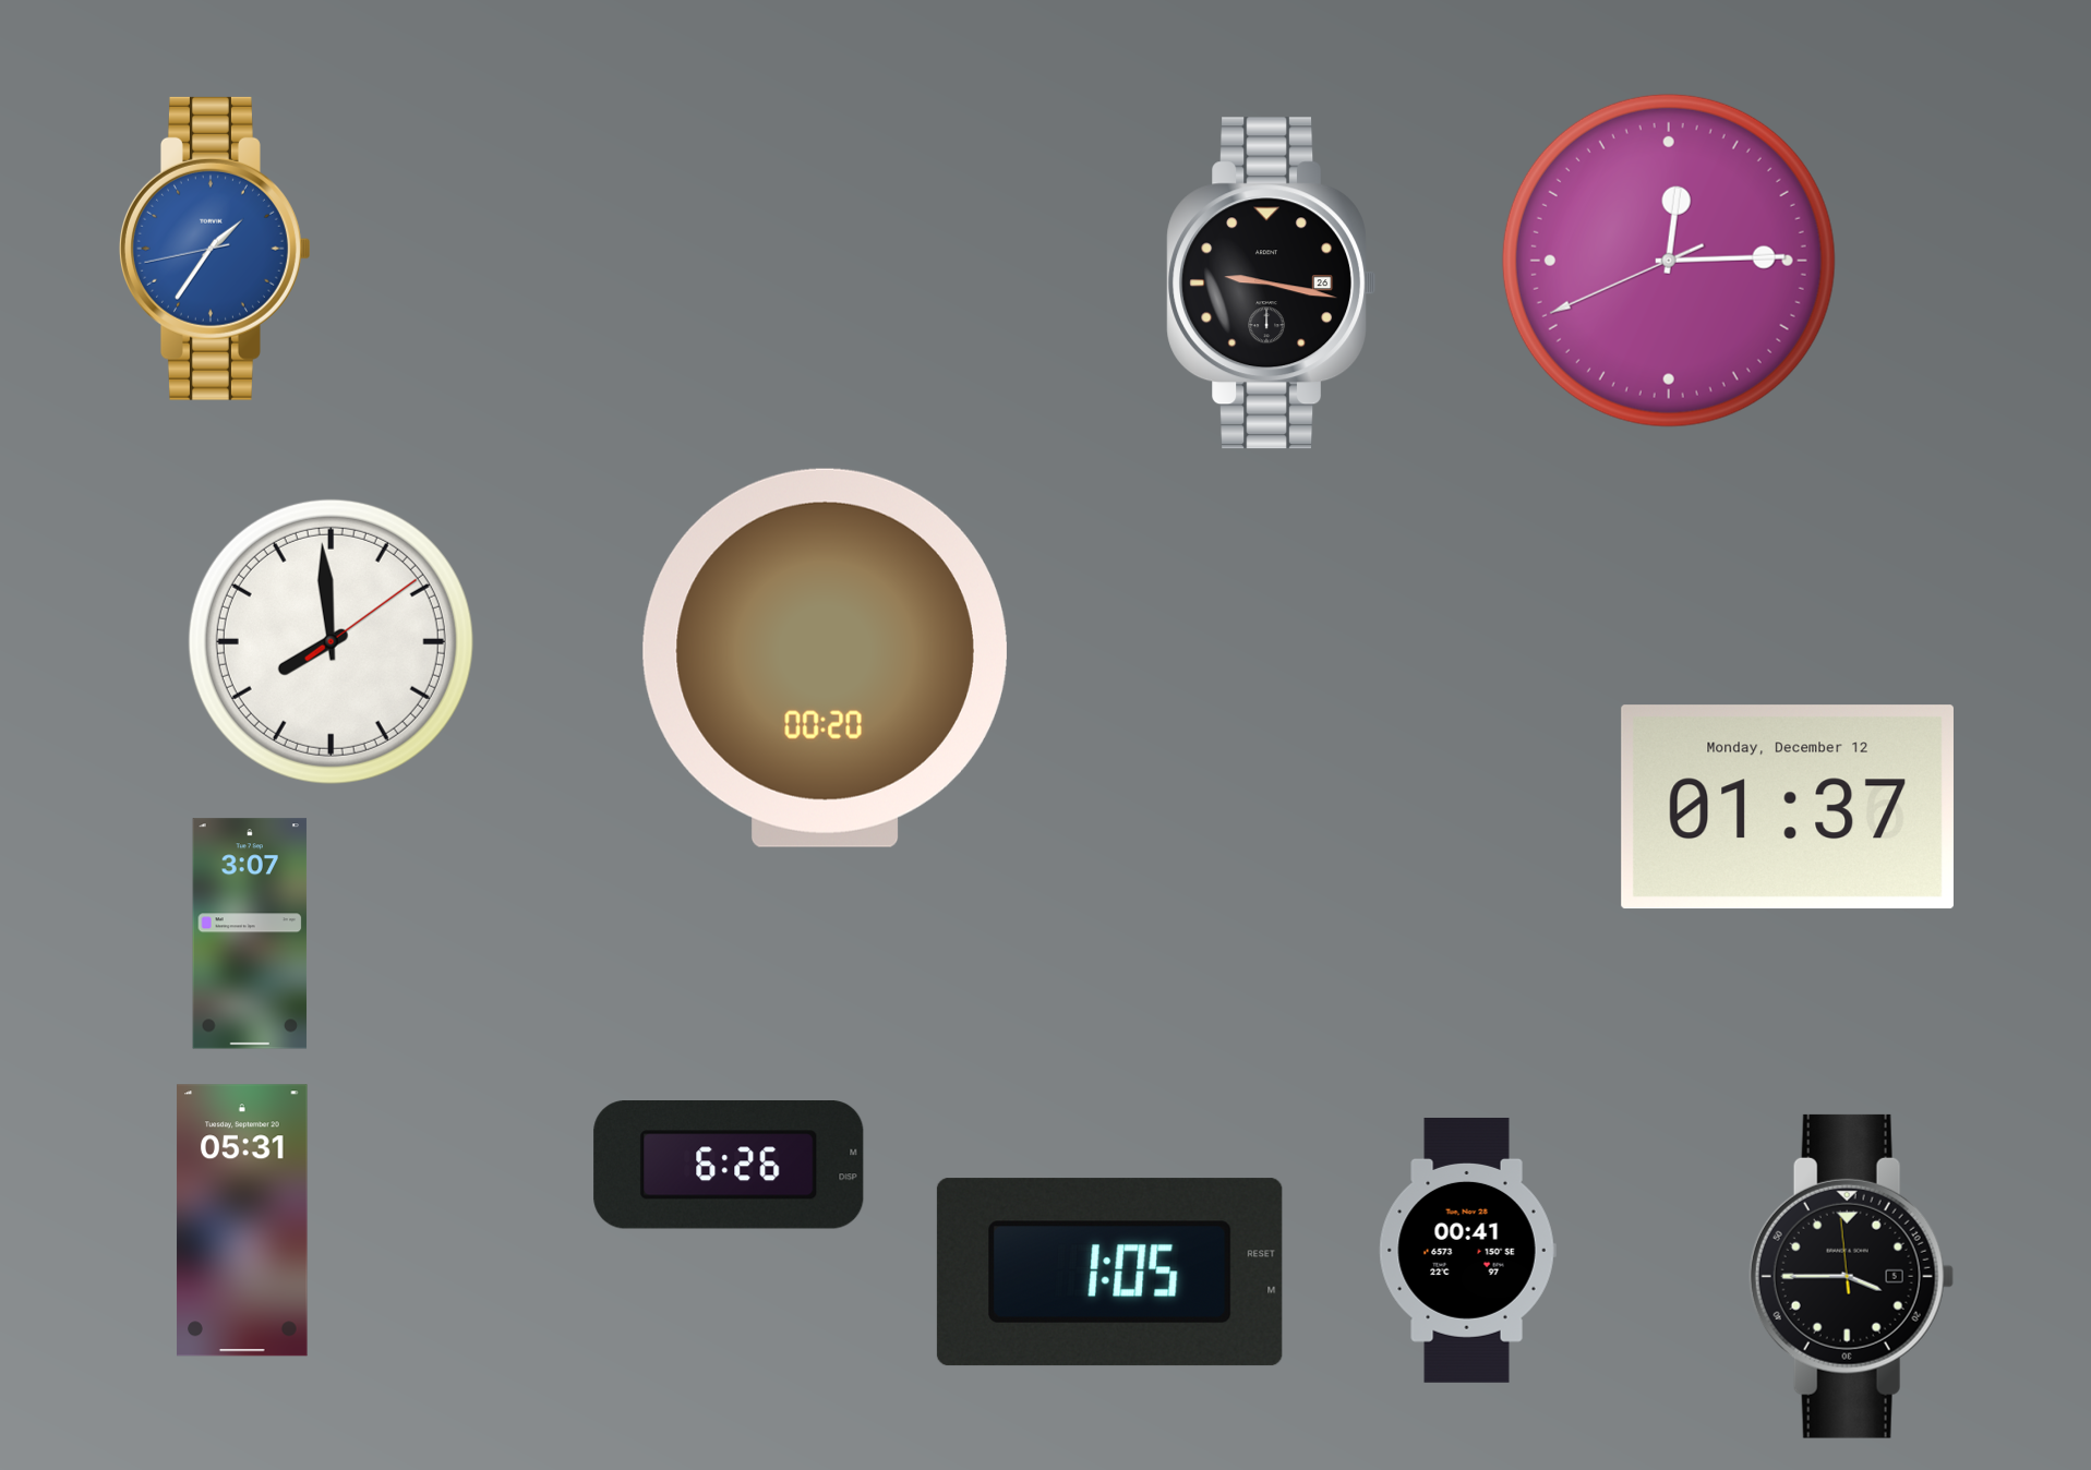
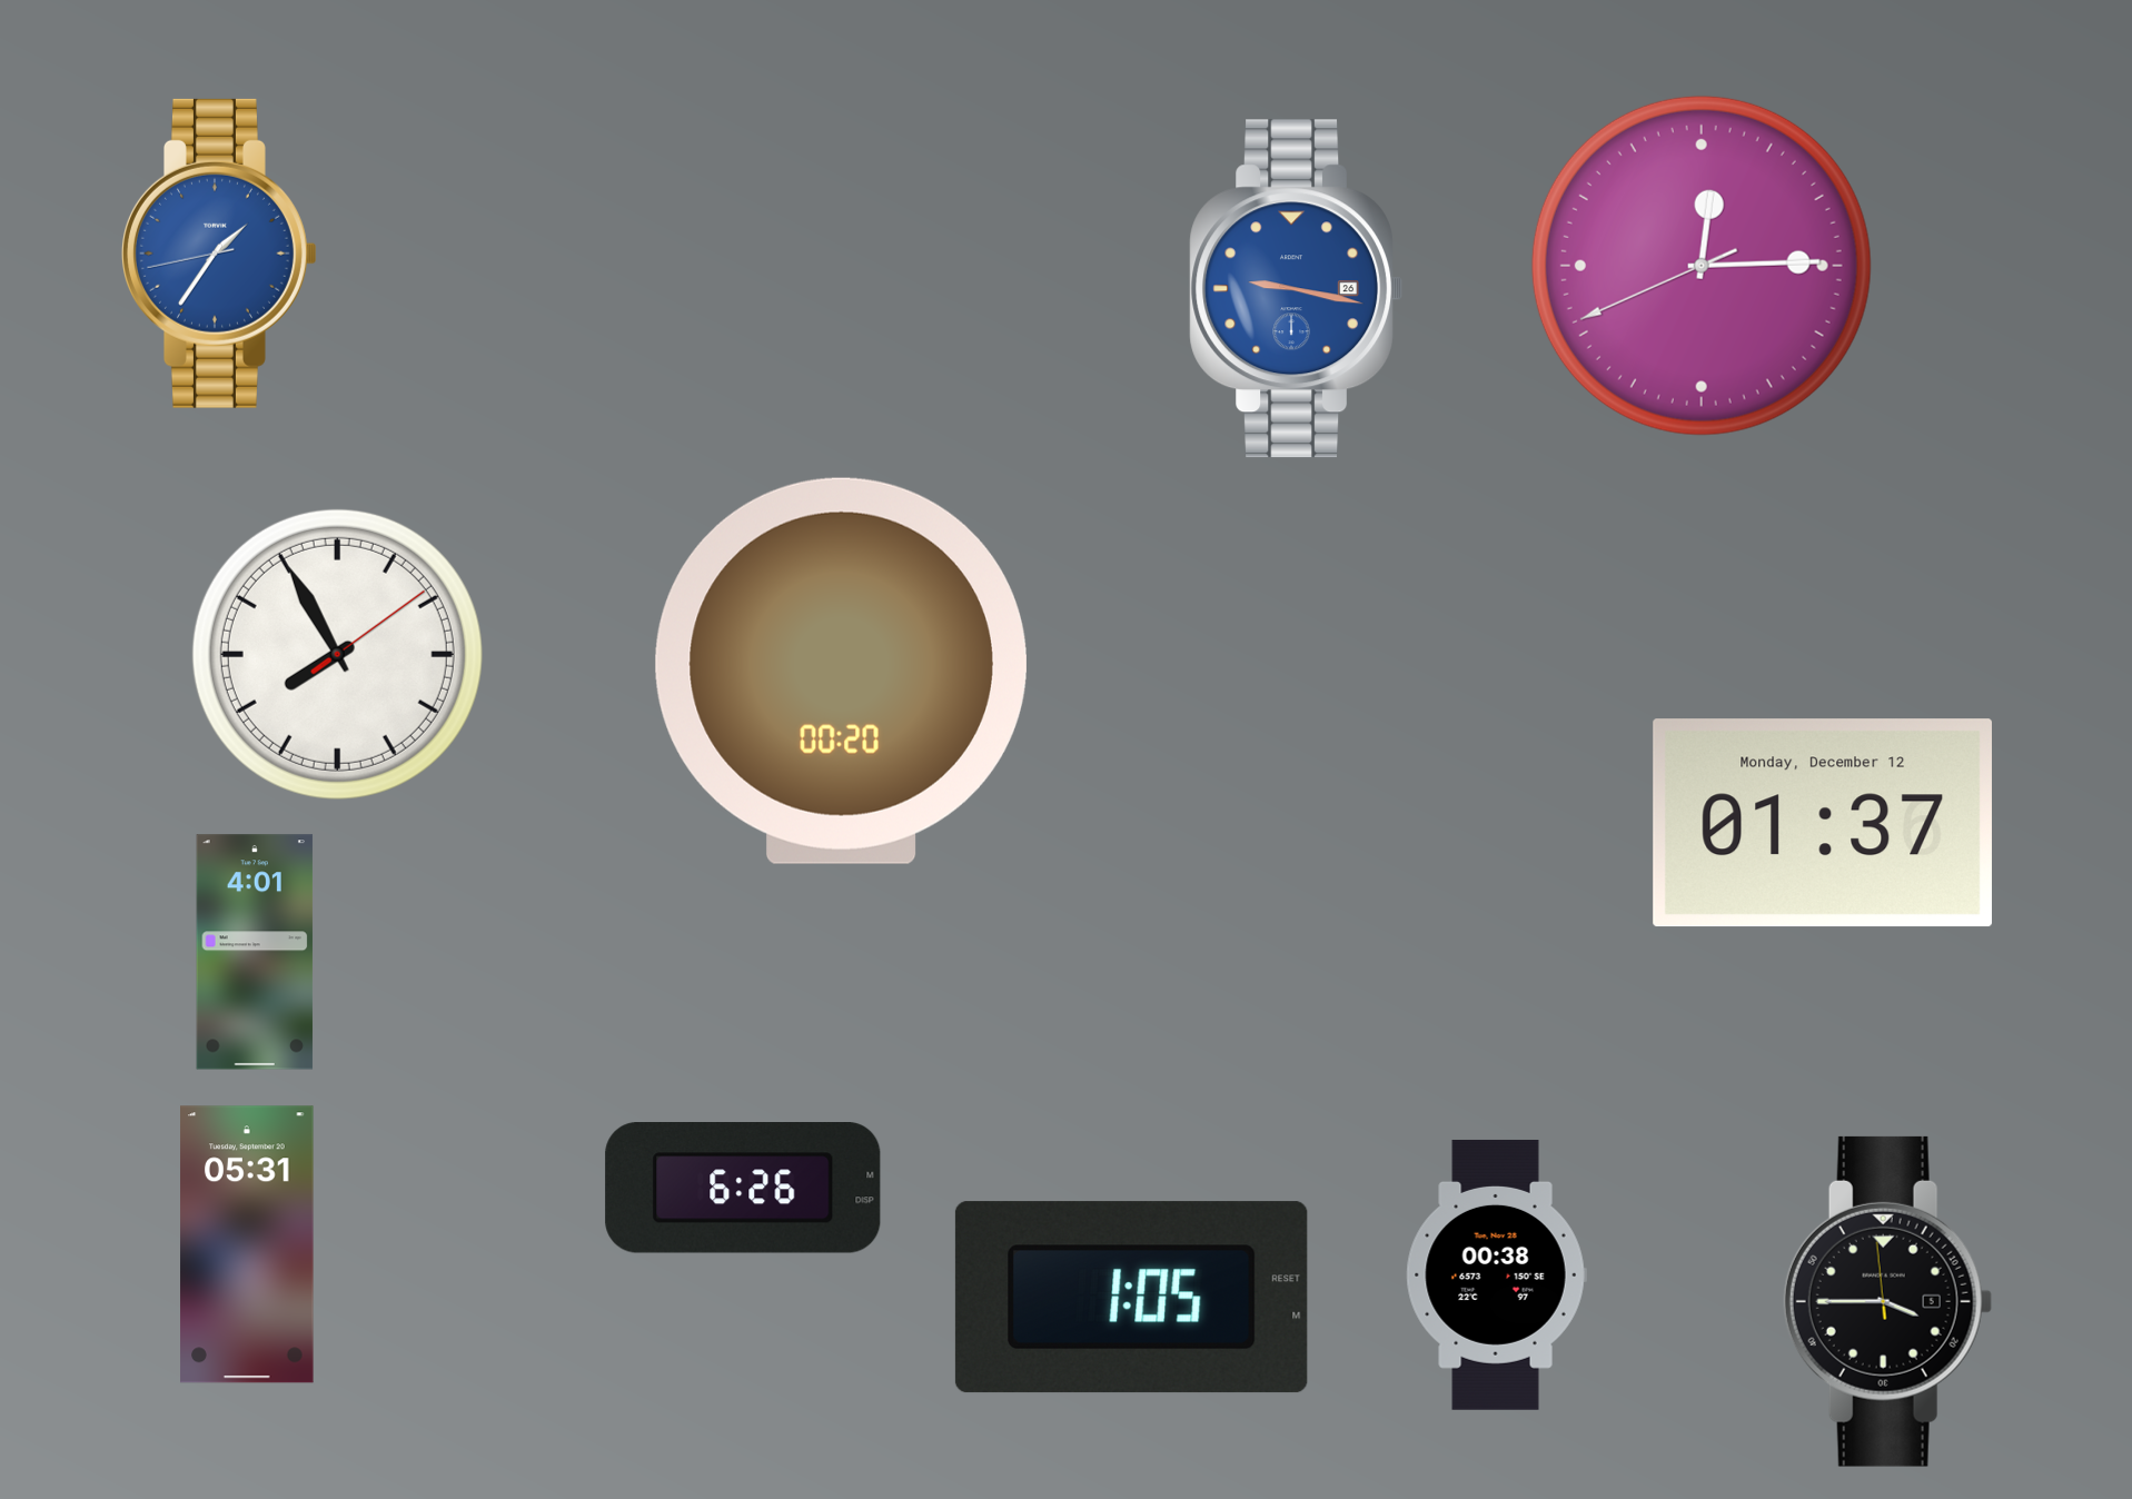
clock at (1271, 284) dial: black -> blue
clock at (331, 641): 7:59 -> 7:55
clock at (250, 933): 3:07 -> 4:01
clock at (1467, 1250): 00:41 -> 00:38
